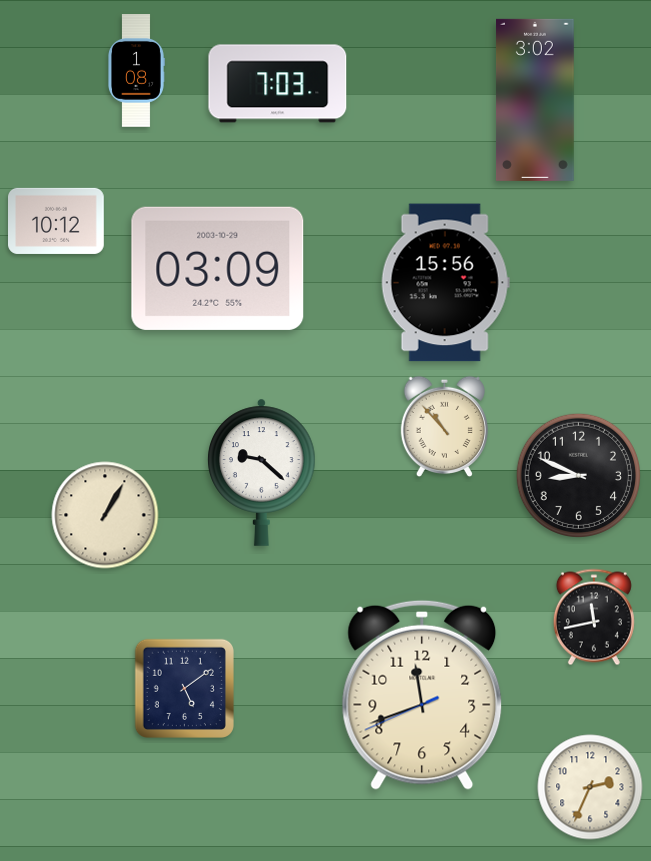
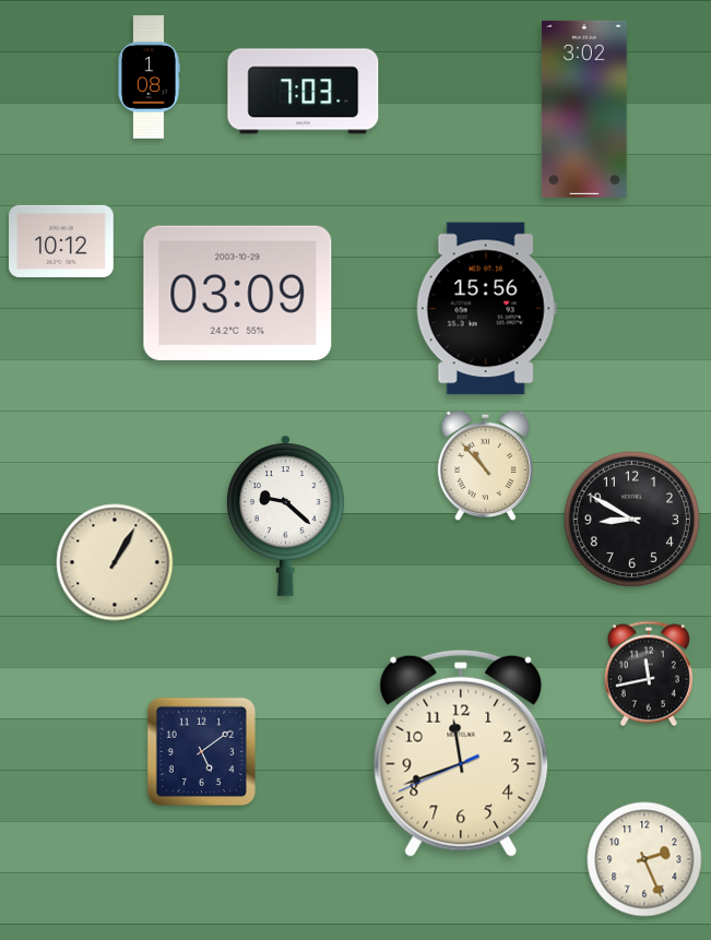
clock at (578, 475): 8:49 -> 8:50
clock at (422, 695) position: (422, 695) -> (461, 753)
clock at (590, 787): 2:34 -> 2:26
